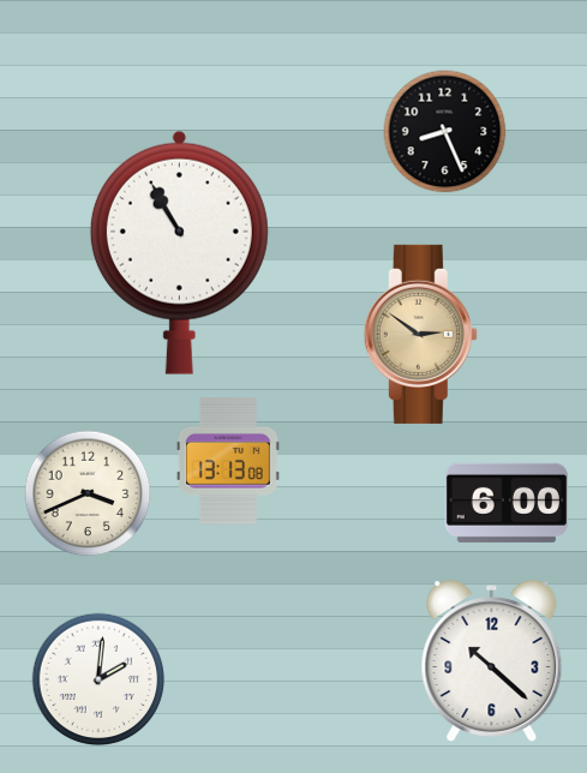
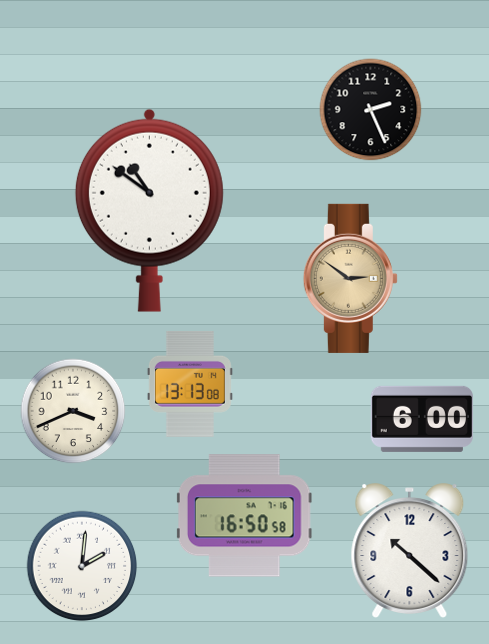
clock at (445, 132): 8:26 -> 2:26
clock at (179, 252): 10:55 -> 10:51
clock at (244, 516): none -> 16:50
